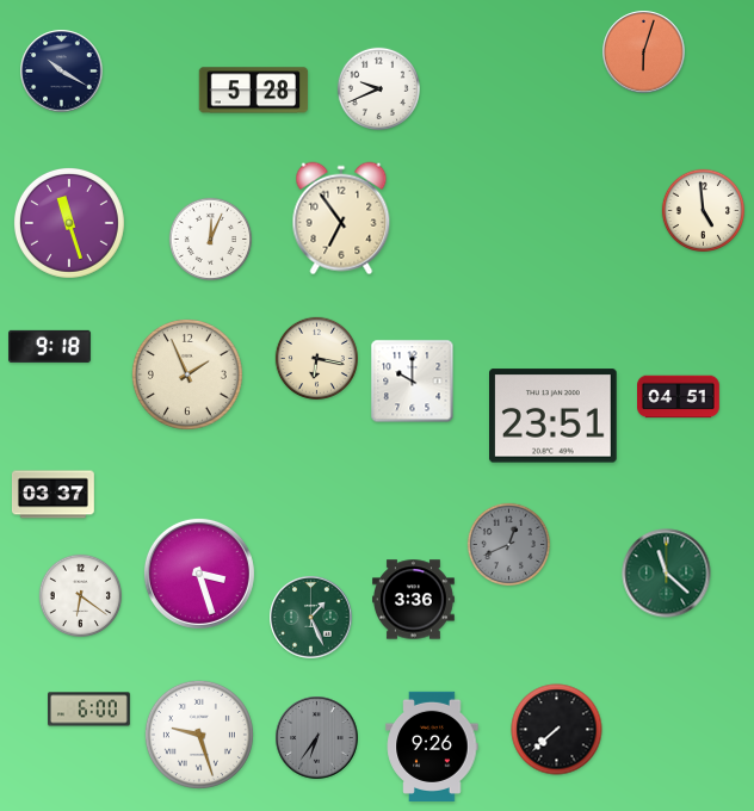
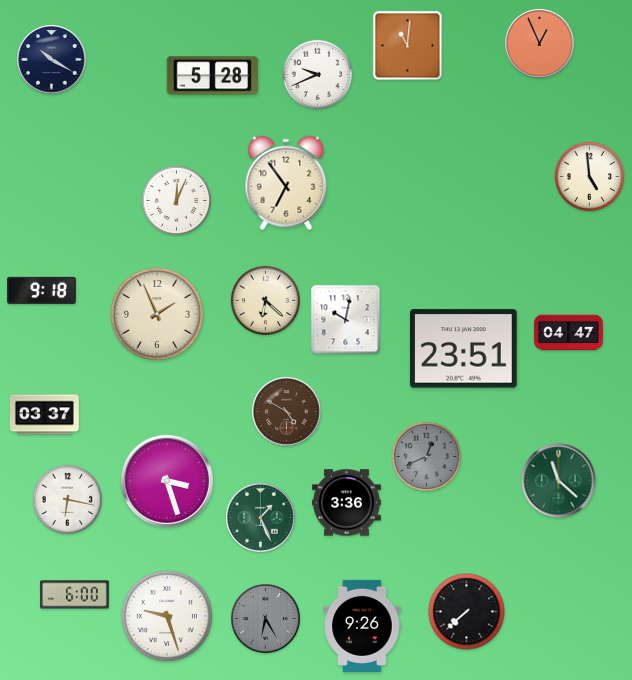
clock at (644, 52): 6:03 -> 12:56
clock at (408, 46): none -> 11:01
clock at (69, 223): 11:27 -> none
clock at (316, 358): 6:17 -> 6:22
clock at (413, 382): 10:00 -> 10:02
clock at (679, 397): 04:51 -> 04:47
clock at (287, 412): none -> 4:50
clock at (80, 595): 6:21 -> 6:17
clock at (317, 738): 6:36 -> 6:25
